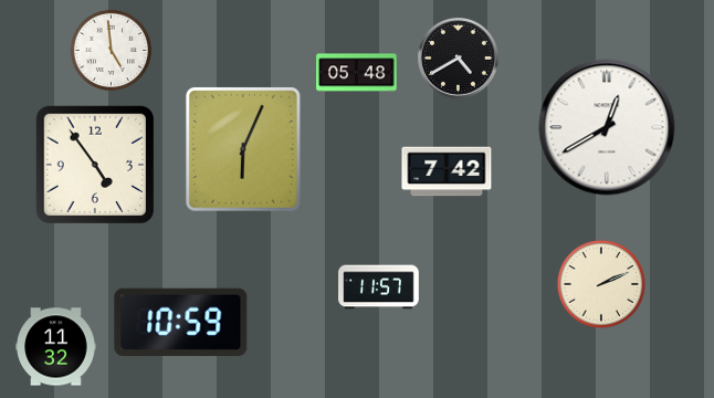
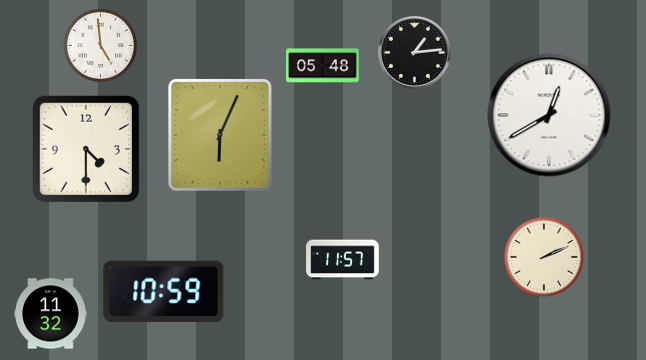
clock at (458, 57): 4:40 -> 1:14
clock at (94, 164): 4:54 -> 4:30
clock at (447, 171): 7:42 -> none
